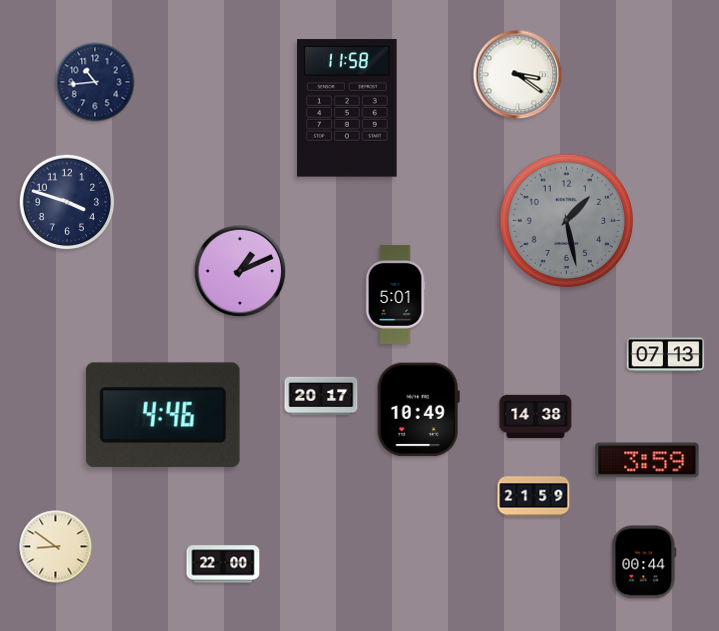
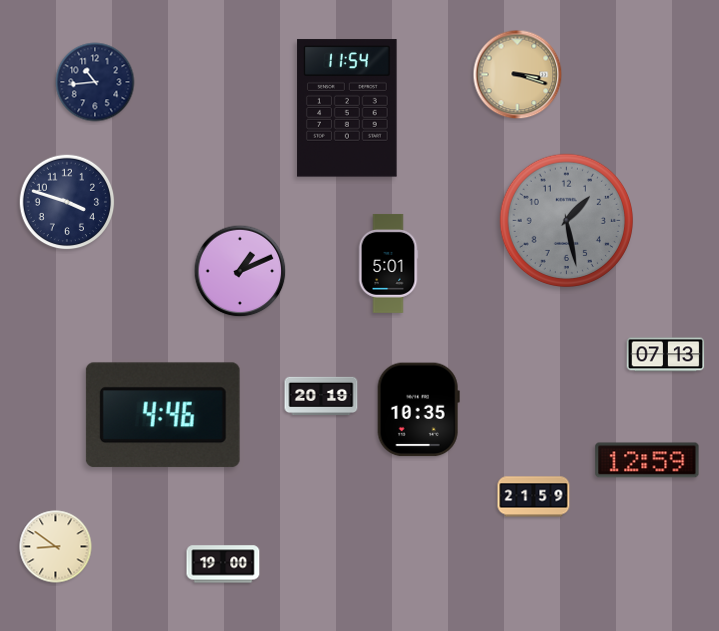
clock at (518, 75): 3:21 -> 3:18
clock at (518, 75) dial: white -> champagne
clock at (347, 108): 11:58 -> 11:54
clock at (395, 294) position: (395, 294) -> (388, 263)
clock at (321, 395): 20:17 -> 20:19
clock at (418, 410): 10:49 -> 10:35
clock at (536, 417): 14:38 -> none
clock at (647, 460): 3:59 -> 12:59
clock at (644, 562): 00:44 -> none
clock at (223, 564): 22:00 -> 19:00
